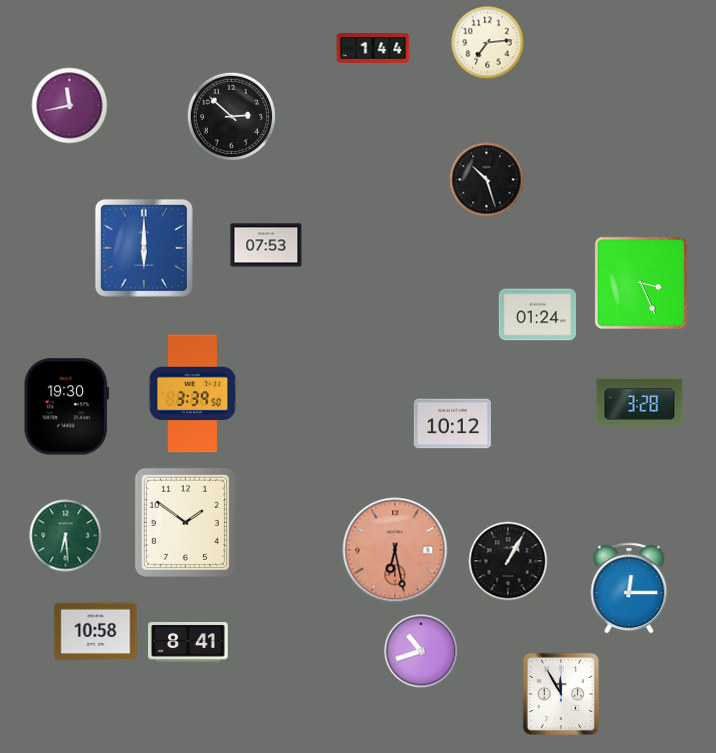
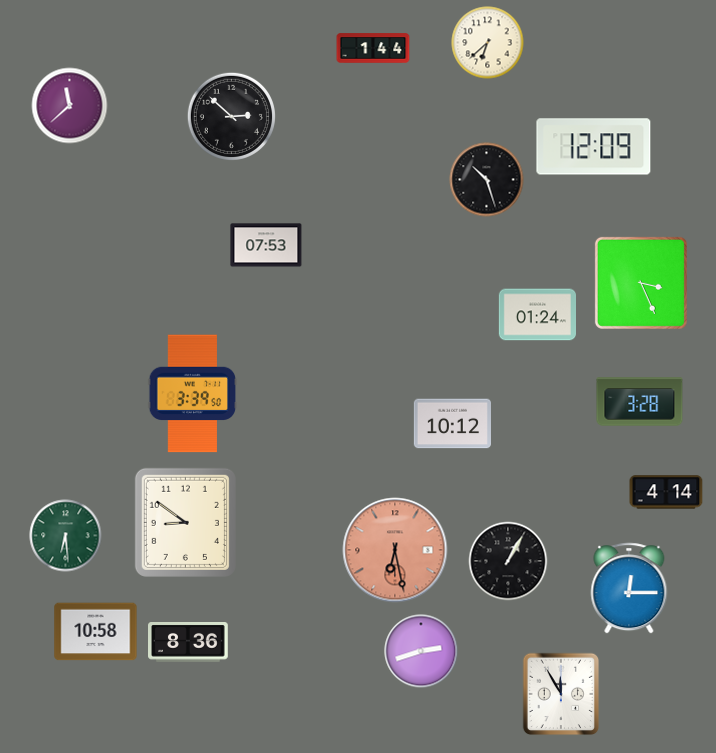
clock at (488, 43): 7:14 -> 6:38
clock at (70, 106): 11:43 -> 11:38
clock at (594, 147): none -> 12:09
clock at (144, 248): 6:00 -> none
clock at (66, 407): 19:30 -> none
clock at (666, 492): none -> 4:14
clock at (185, 522): 1:51 -> 8:51
clock at (188, 643): 8:41 -> 8:36
clock at (421, 651): 10:42 -> 2:42
